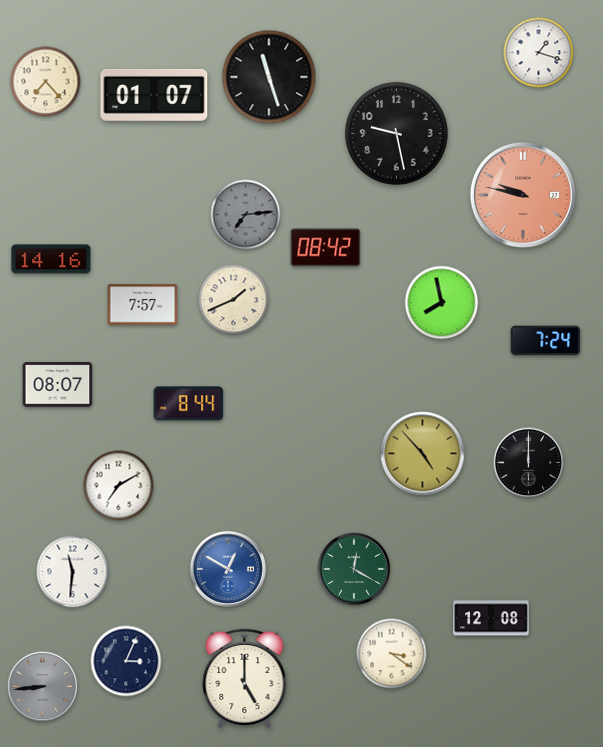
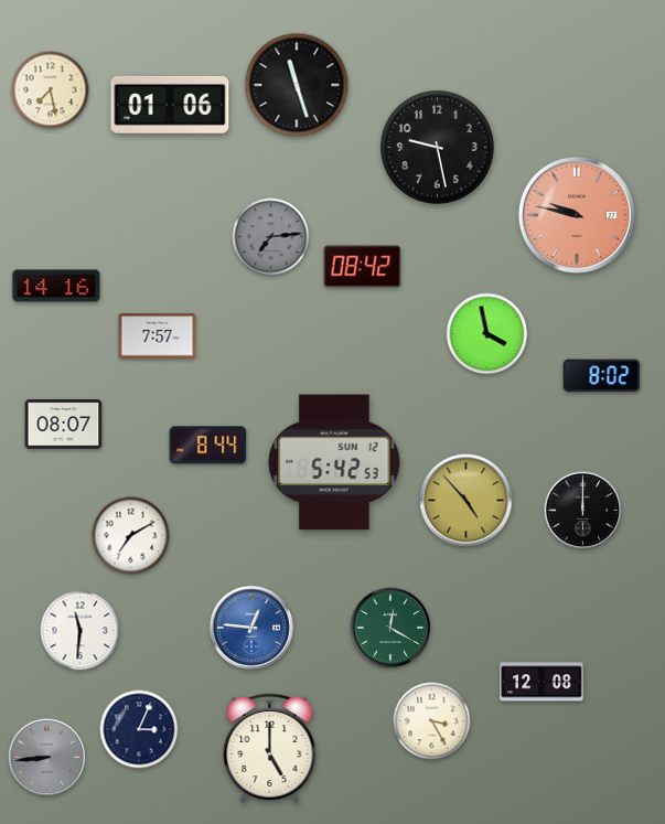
clock at (539, 53): 1:18 -> none
clock at (46, 82): 7:23 -> 7:28
clock at (154, 95): 01:07 -> 01:06
clock at (326, 248) position: (326, 248) -> (363, 267)
clock at (234, 300): 1:41 -> none
clock at (442, 303): 7:58 -> 3:58
clock at (546, 341): 7:24 -> 8:02
clock at (334, 462): none -> 5:42
clock at (228, 569): 12:50 -> 12:46
clock at (392, 654): 3:21 -> 3:25
